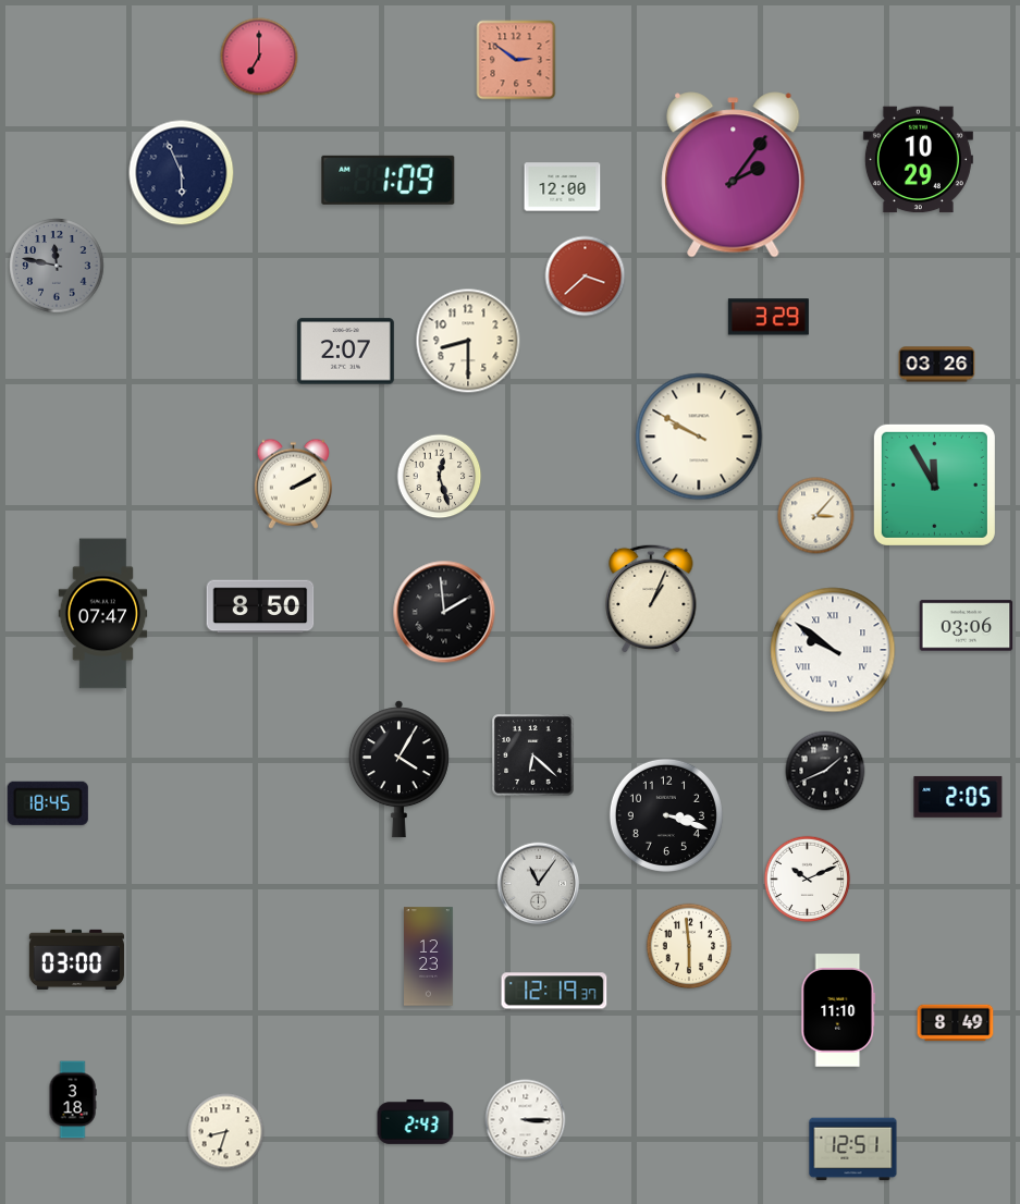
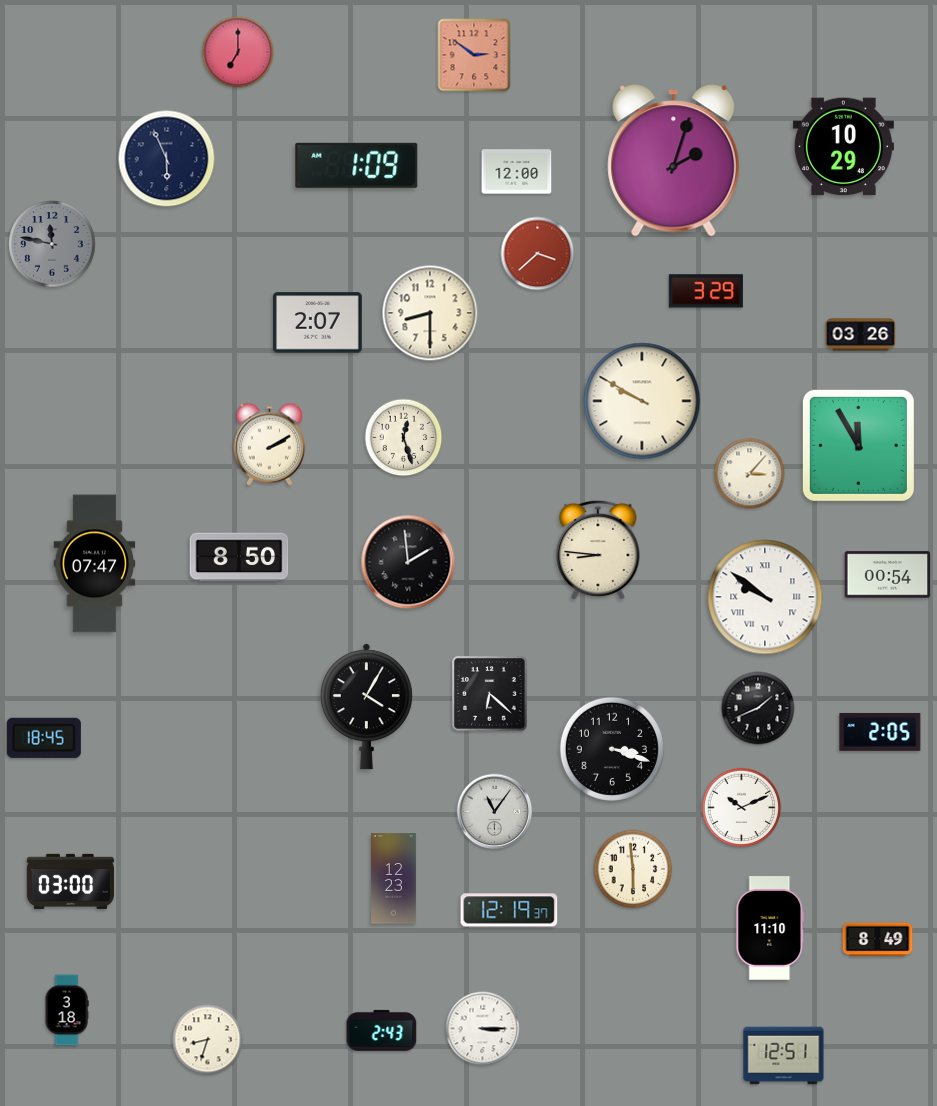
clock at (734, 175): 2:06 -> 2:03
clock at (651, 599): 1:04 -> 8:46
clock at (967, 626): 03:06 -> 00:54
